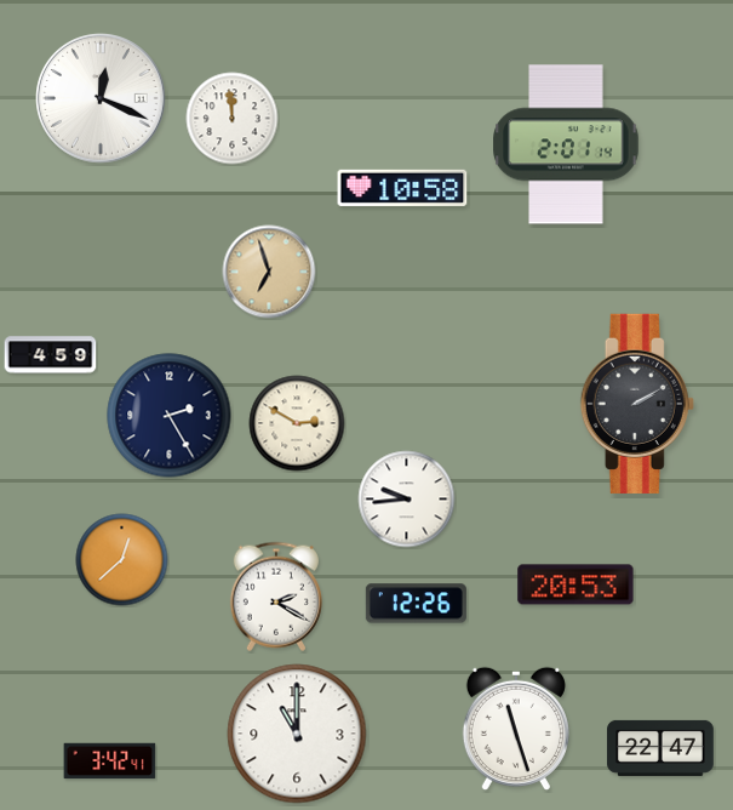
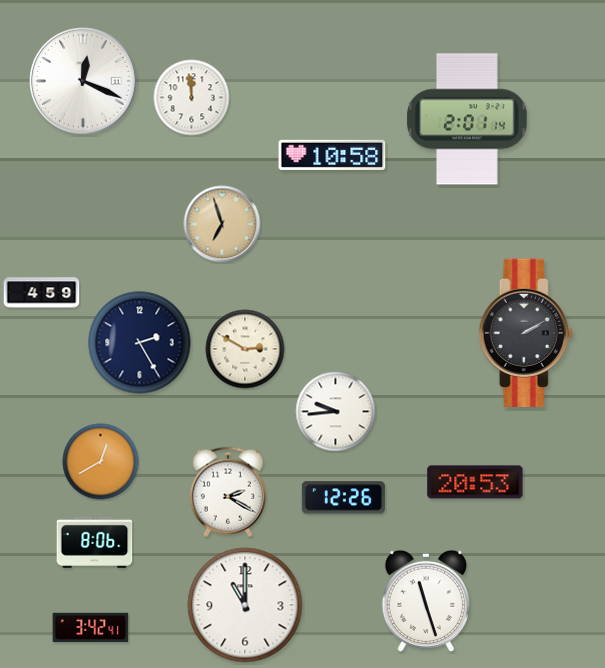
clock at (122, 560): 12:38 -> 12:40
clock at (95, 542): none -> 8:06
clock at (660, 748): 22:47 -> none
